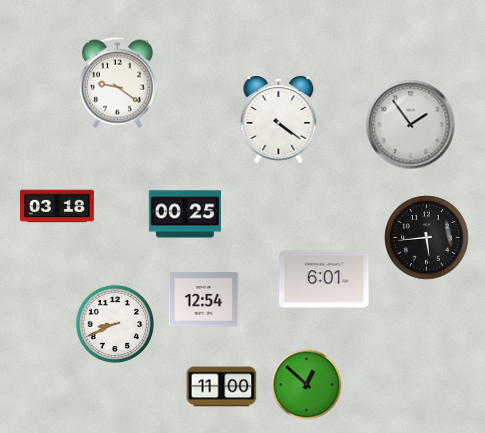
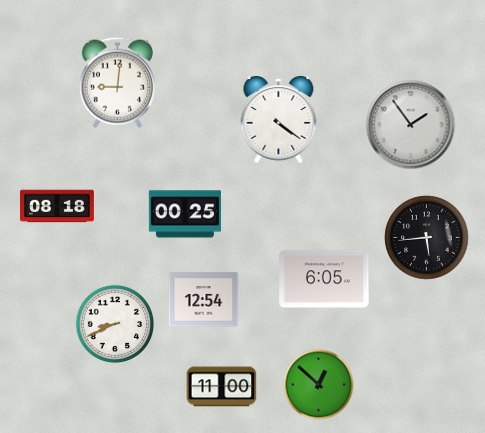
clock at (117, 82): 9:21 -> 9:01
clock at (58, 206): 03:18 -> 08:18
clock at (324, 279): 6:01 -> 6:05
clock at (307, 385) position: (307, 385) -> (319, 385)
